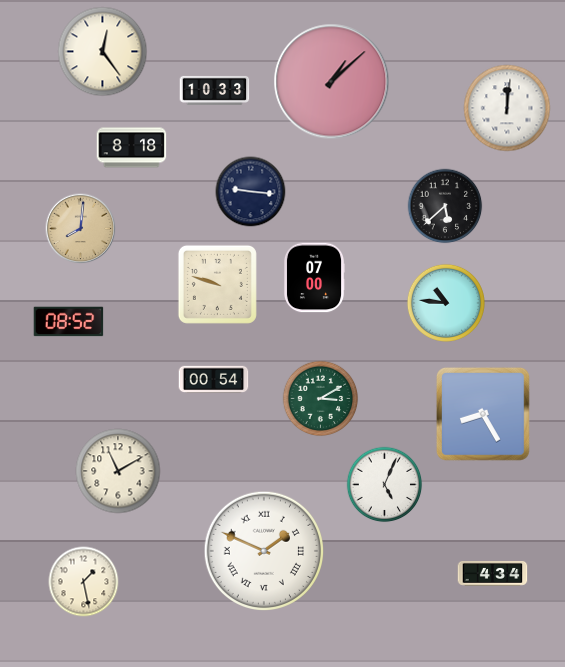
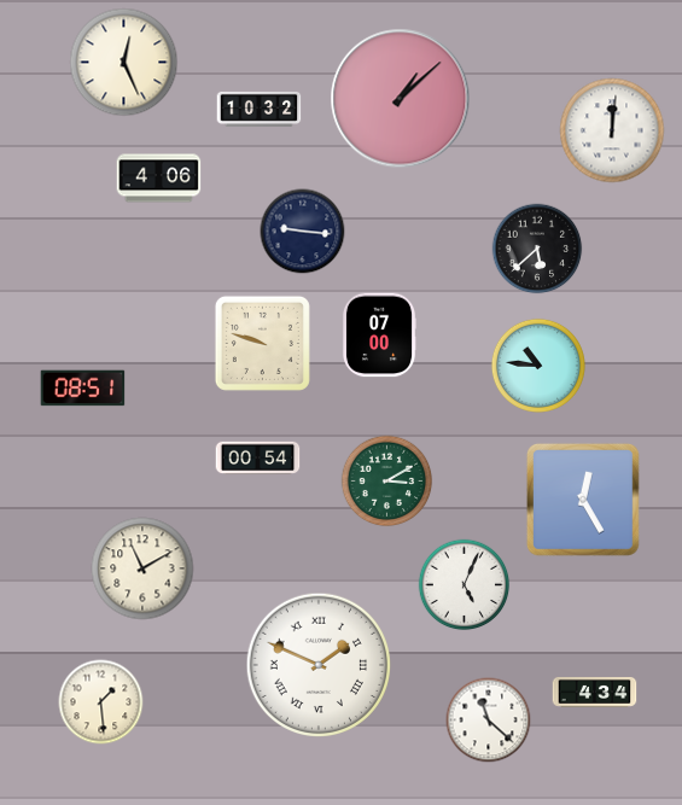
clock at (103, 52): 12:24 -> 12:26
clock at (215, 90): 10:33 -> 10:32
clock at (132, 148): 8:18 -> 4:06
clock at (81, 229): 8:01 -> none
clock at (69, 322): 08:52 -> 08:51
clock at (483, 414): 8:25 -> 12:25
clock at (84, 582): 1:28 -> 1:29
clock at (489, 721): none -> 11:22
